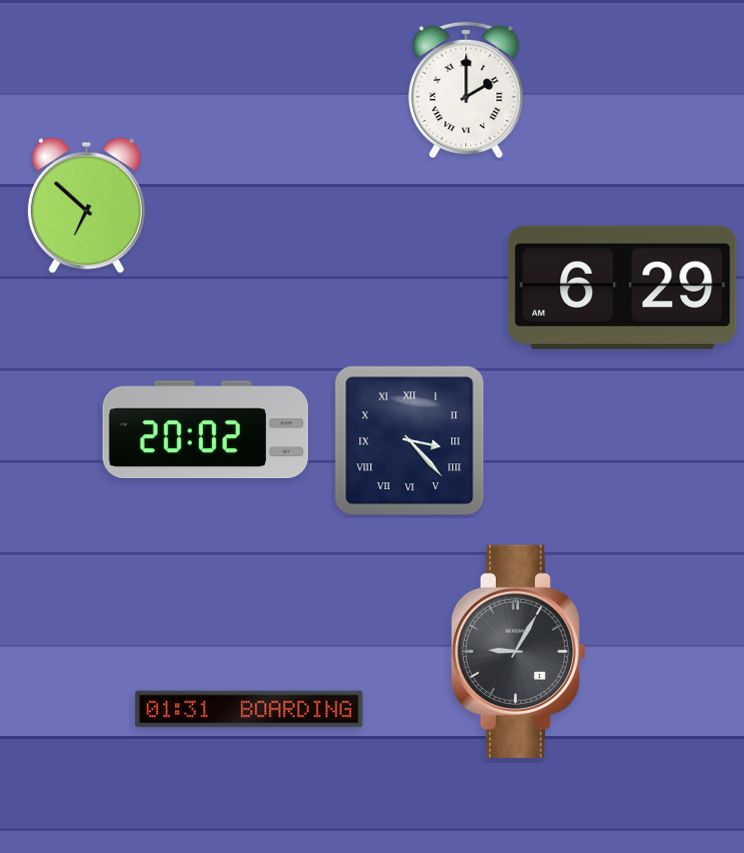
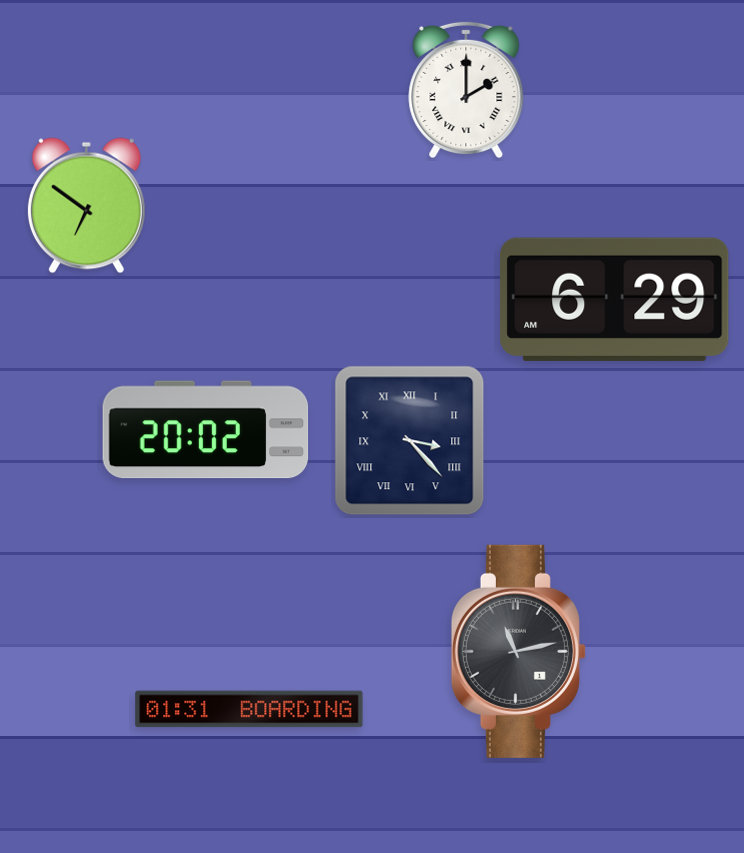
clock at (86, 206): 6:52 -> 6:51
clock at (623, 287) position: (623, 287) -> (615, 299)
clock at (518, 651): 9:05 -> 11:13
